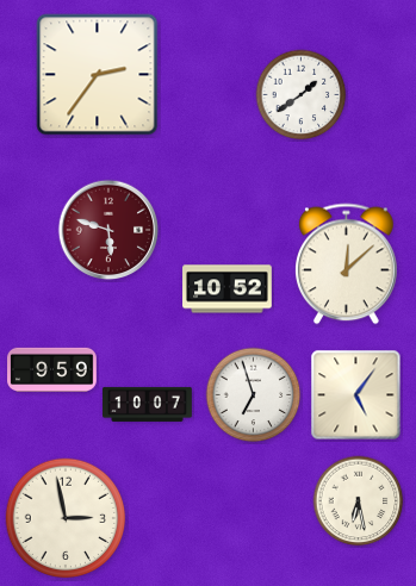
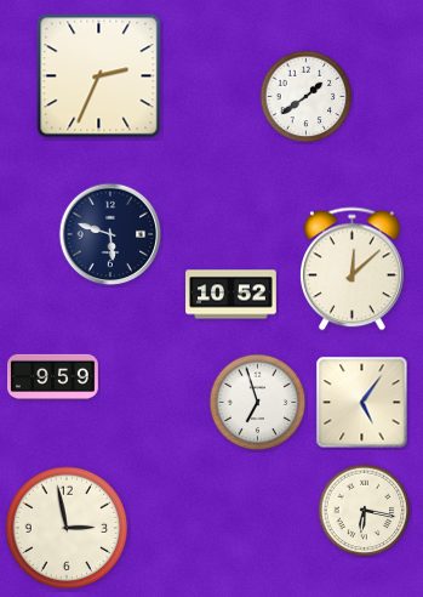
clock at (98, 75): 2:36 -> 2:34
clock at (108, 230) dial: burgundy -> navy
clock at (148, 404): 10:07 -> none
clock at (359, 501): 6:28 -> 6:17
